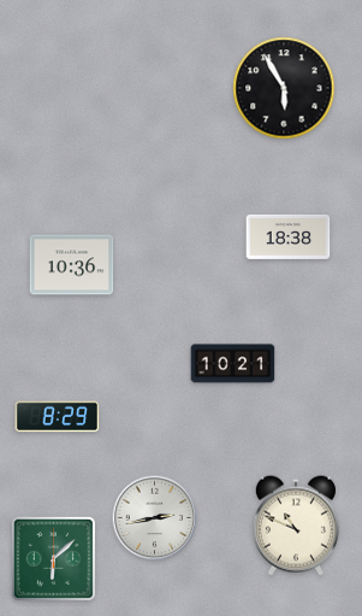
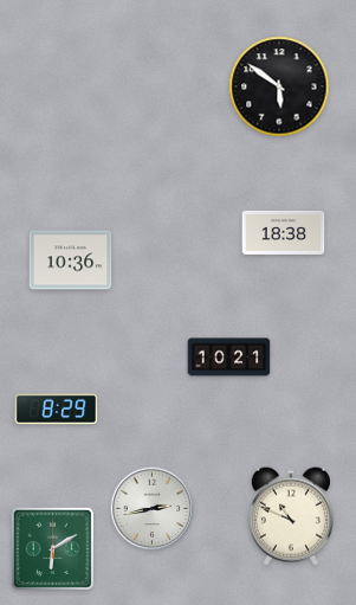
clock at (284, 88): 5:55 -> 5:51
clock at (53, 558): 6:08 -> 6:10
